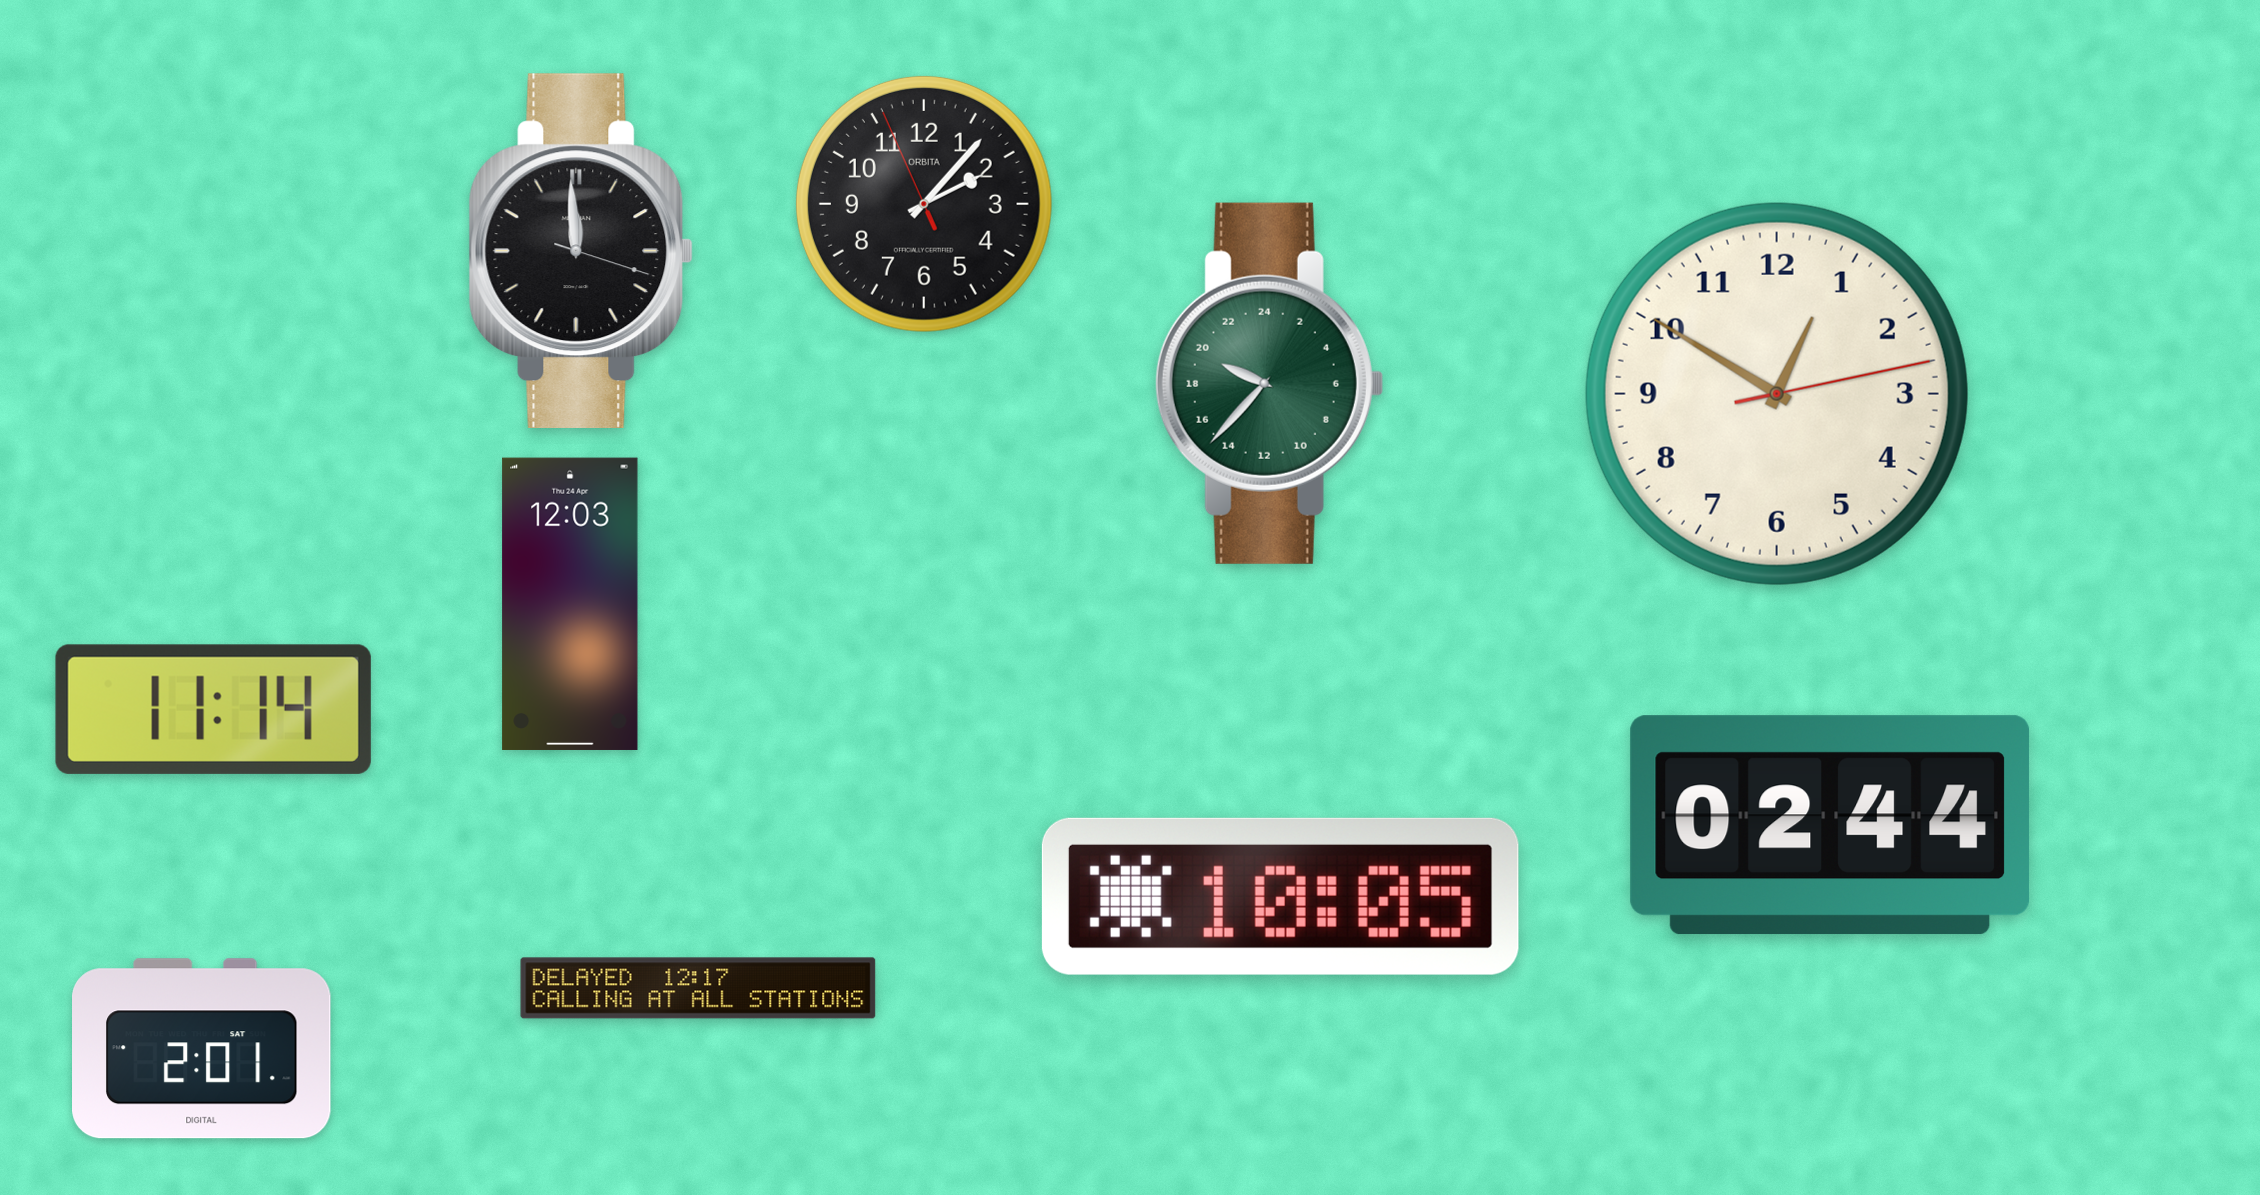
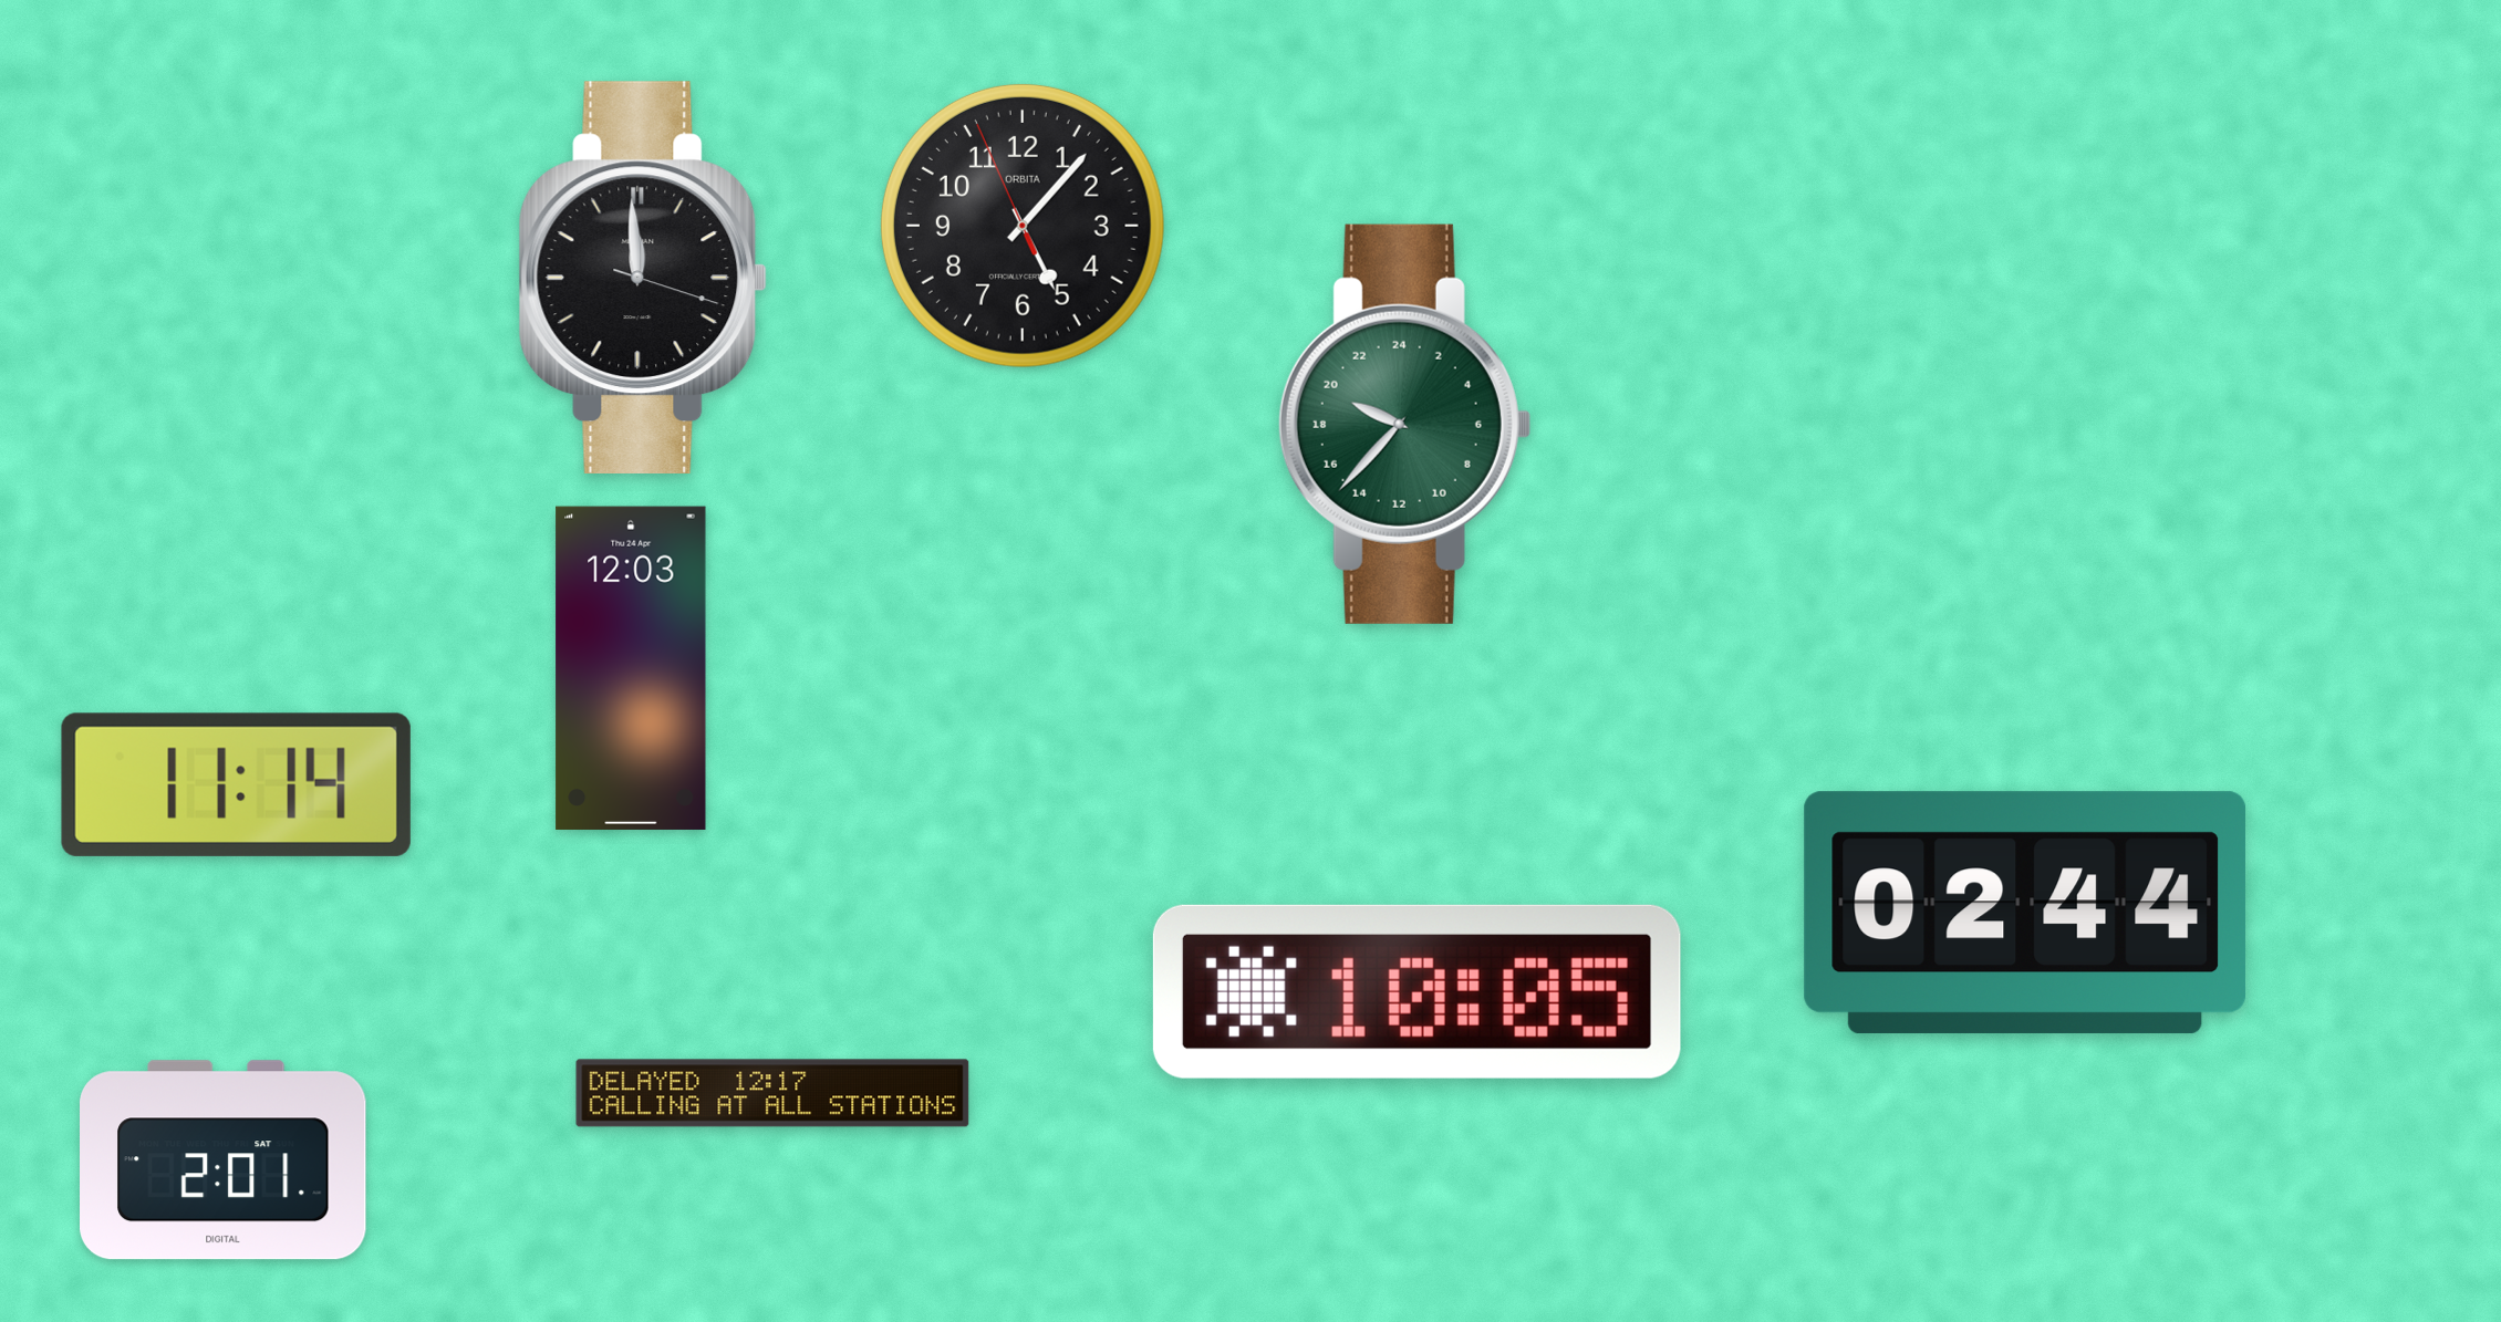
clock at (924, 204): 2:06 -> 5:06
clock at (1777, 394): 12:50 -> none
